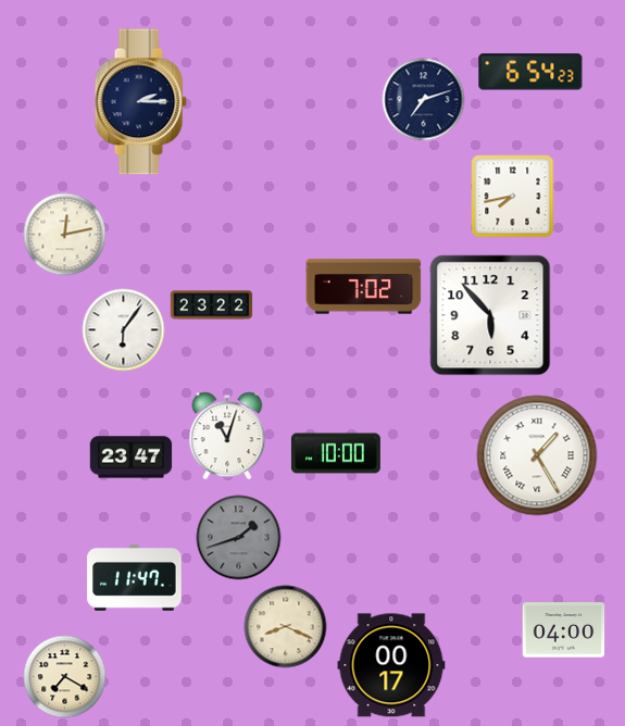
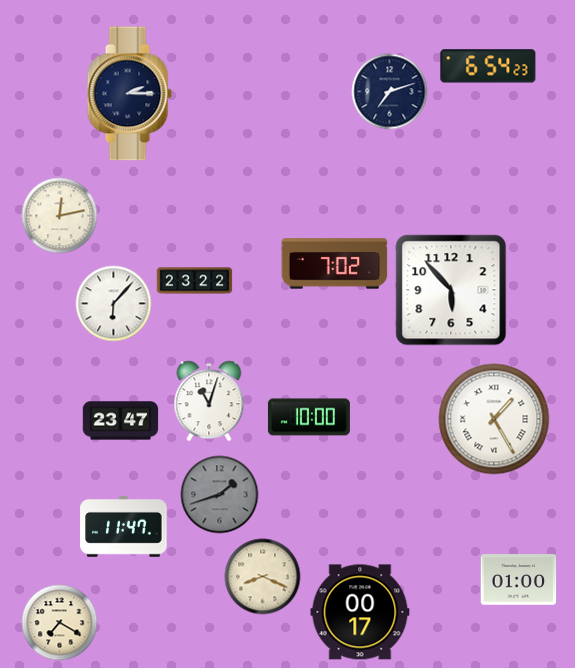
clock at (513, 197): 7:43 -> none
clock at (124, 330): 6:06 -> 6:07
clock at (135, 578) position: (135, 578) -> (124, 527)
clock at (564, 630): 04:00 -> 01:00
